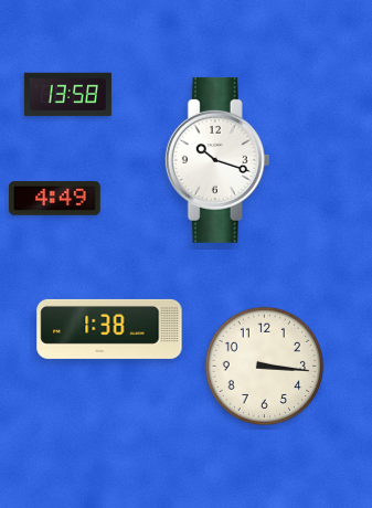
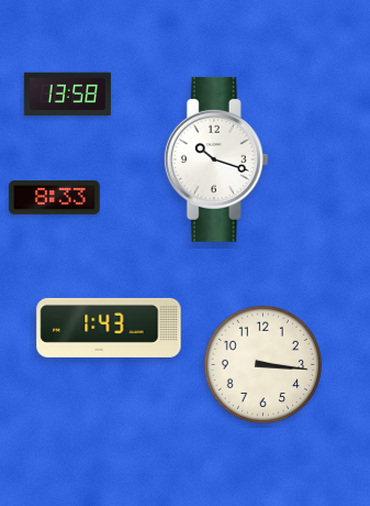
clock at (55, 199): 4:49 -> 8:33
clock at (109, 329): 1:38 -> 1:43
